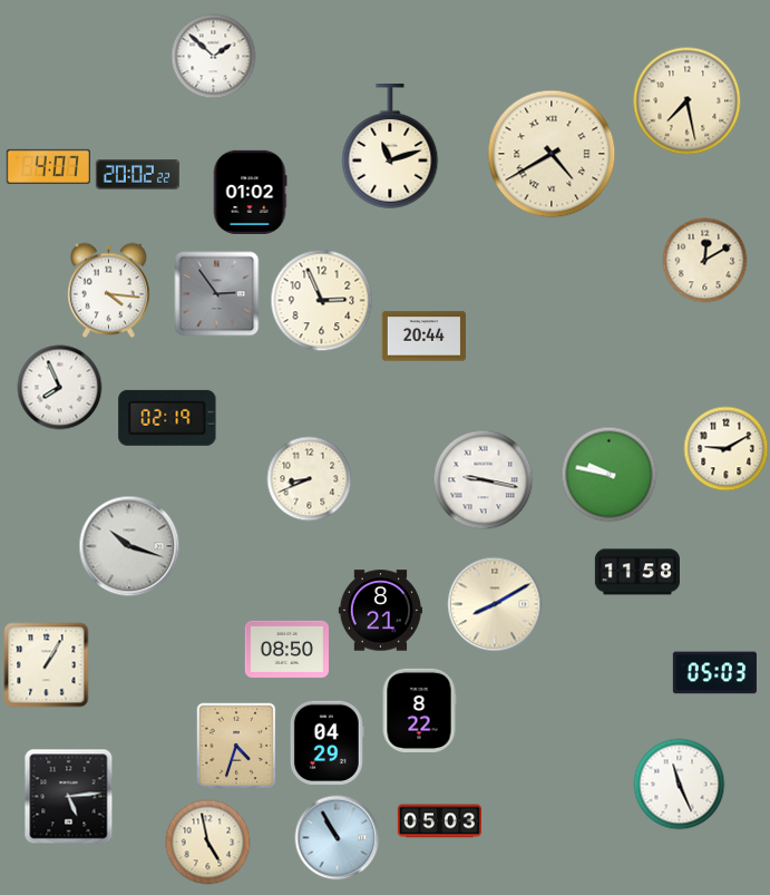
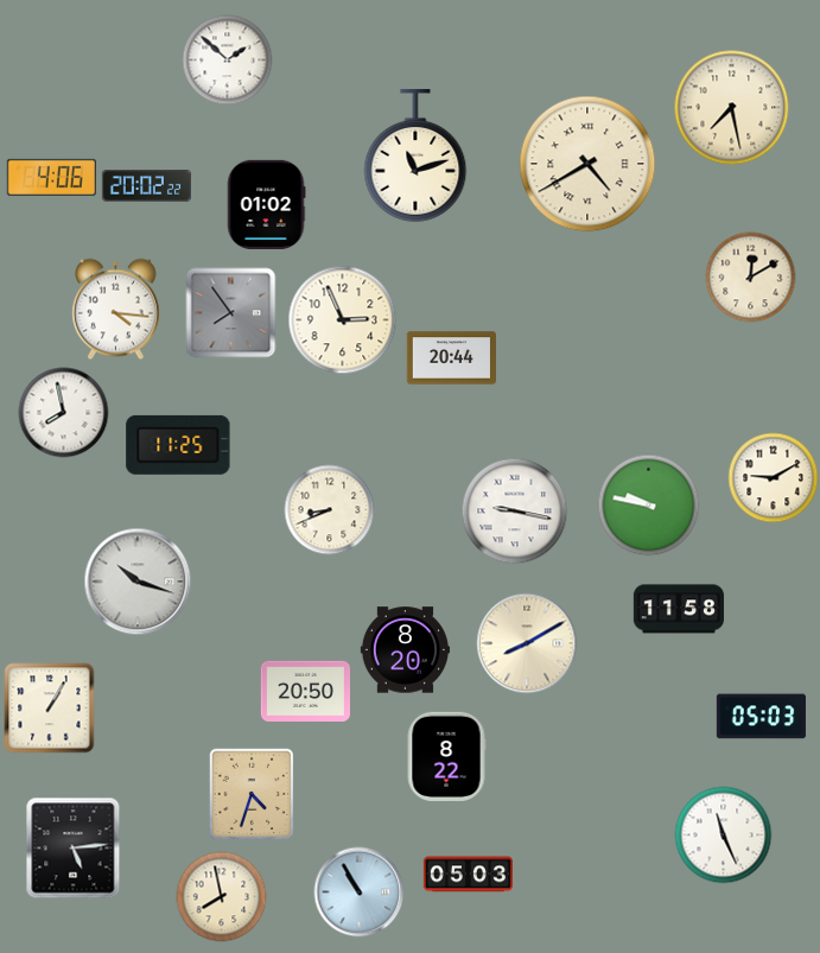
clock at (48, 166): 4:07 -> 4:06
clock at (217, 294): 2:54 -> 7:54
clock at (60, 388): 7:56 -> 7:58
clock at (167, 418): 02:19 -> 11:25
clock at (380, 611): 8:21 -> 8:20
clock at (286, 649): 08:50 -> 20:50
clock at (326, 742): 04:29 -> none
clock at (208, 843): 4:58 -> 7:58
